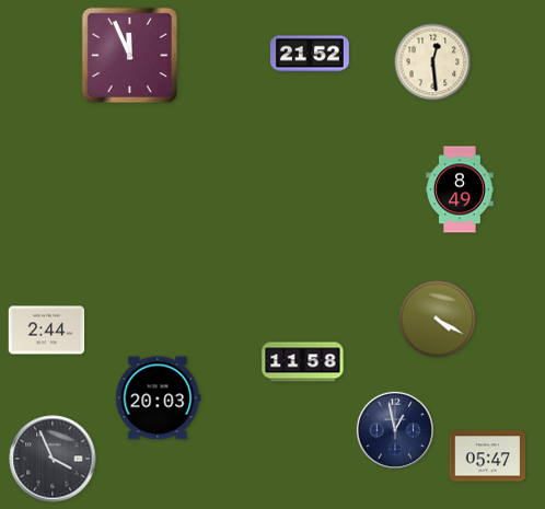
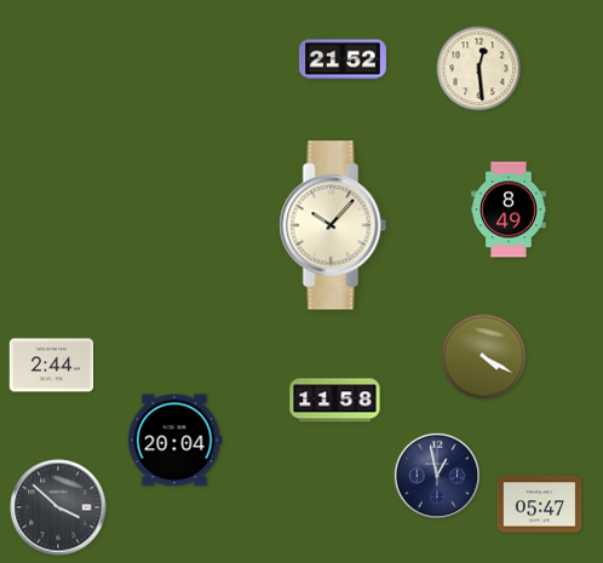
clock at (129, 55): 11:56 -> none
clock at (333, 225): none -> 10:07
clock at (438, 320) position: (438, 320) -> (484, 357)
clock at (159, 398): 20:03 -> 20:04
clock at (53, 459): 3:56 -> 3:52
